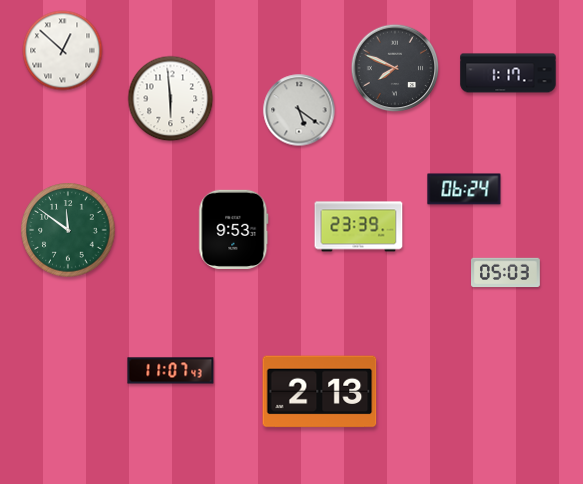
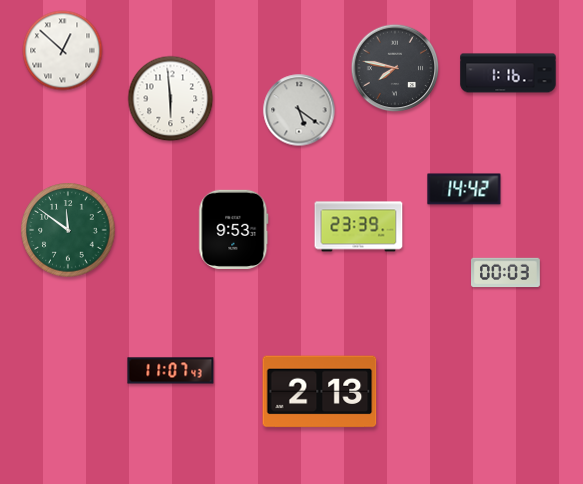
clock at (395, 68): 7:49 -> 7:47
clock at (508, 73): 1:17 -> 1:16
clock at (464, 189): 06:24 -> 14:42
clock at (506, 273): 05:03 -> 00:03
